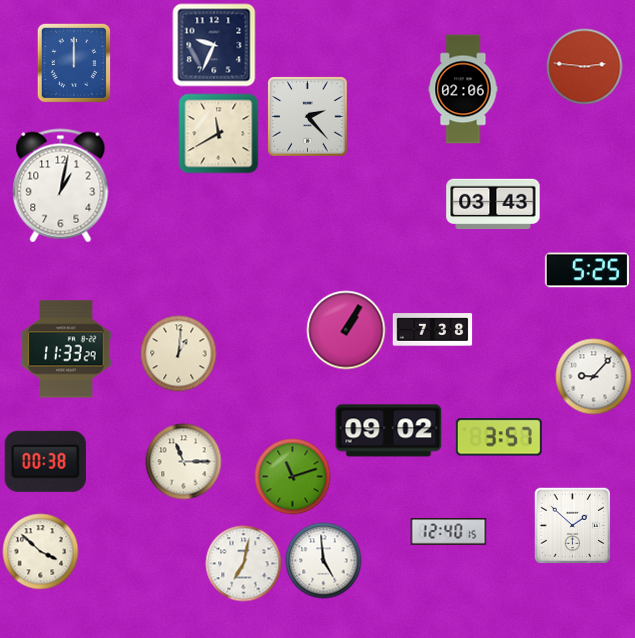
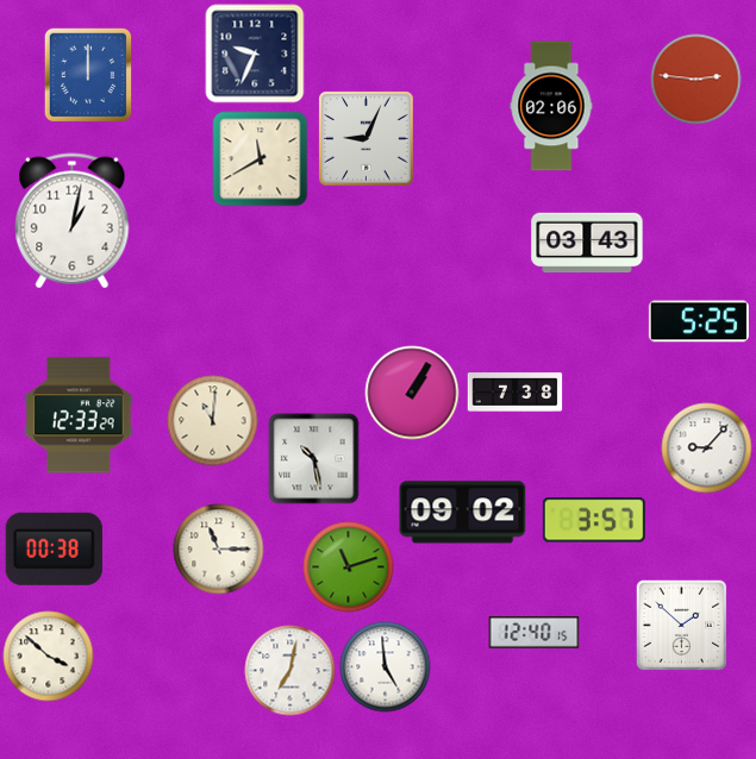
clock at (308, 117): 2:23 -> 9:04
clock at (66, 349): 11:33 -> 12:33
clock at (179, 354): 1:01 -> 11:01
clock at (314, 459): none -> 10:28
